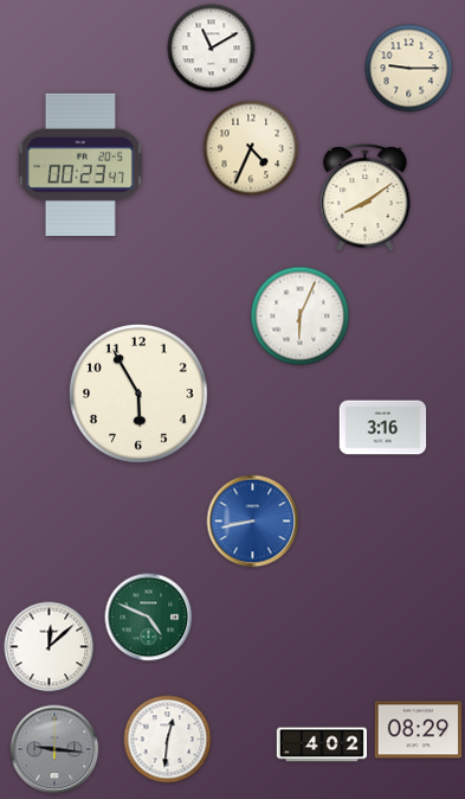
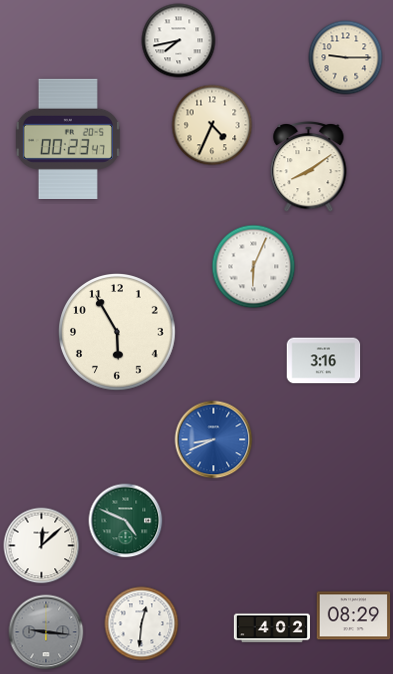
clock at (212, 49): 11:10 -> 7:43
clock at (253, 522): 8:43 -> 8:41
